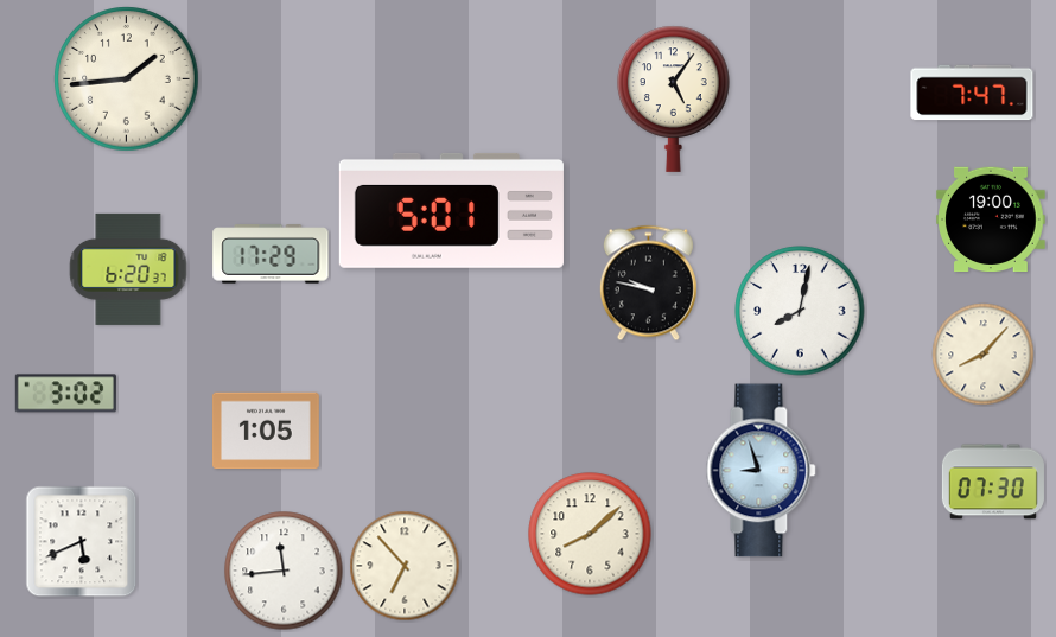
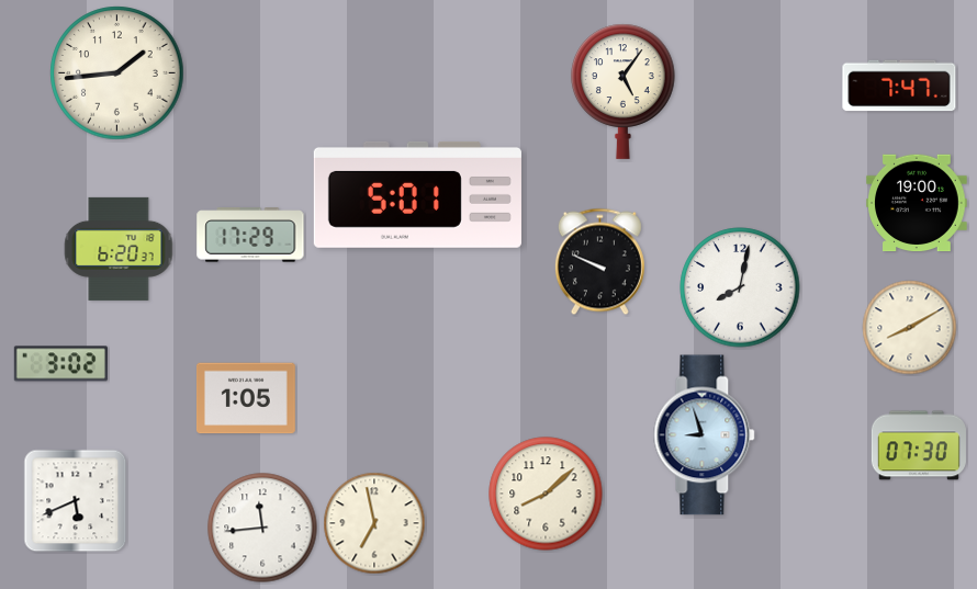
clock at (648, 284): 9:47 -> 9:49
clock at (984, 355): 8:07 -> 8:10
clock at (405, 566): 6:53 -> 6:58
